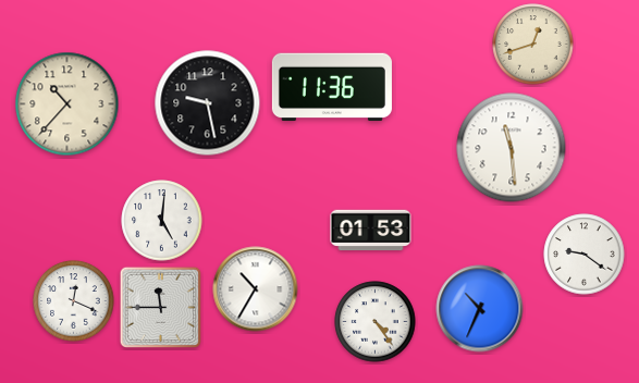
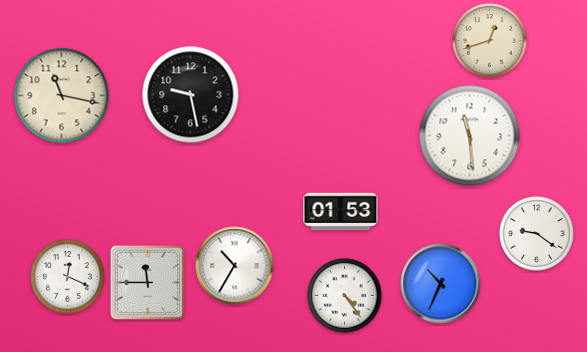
clock at (332, 87): 11:36 -> none
clock at (67, 104): 10:37 -> 11:17
clock at (162, 221): 5:01 -> none
